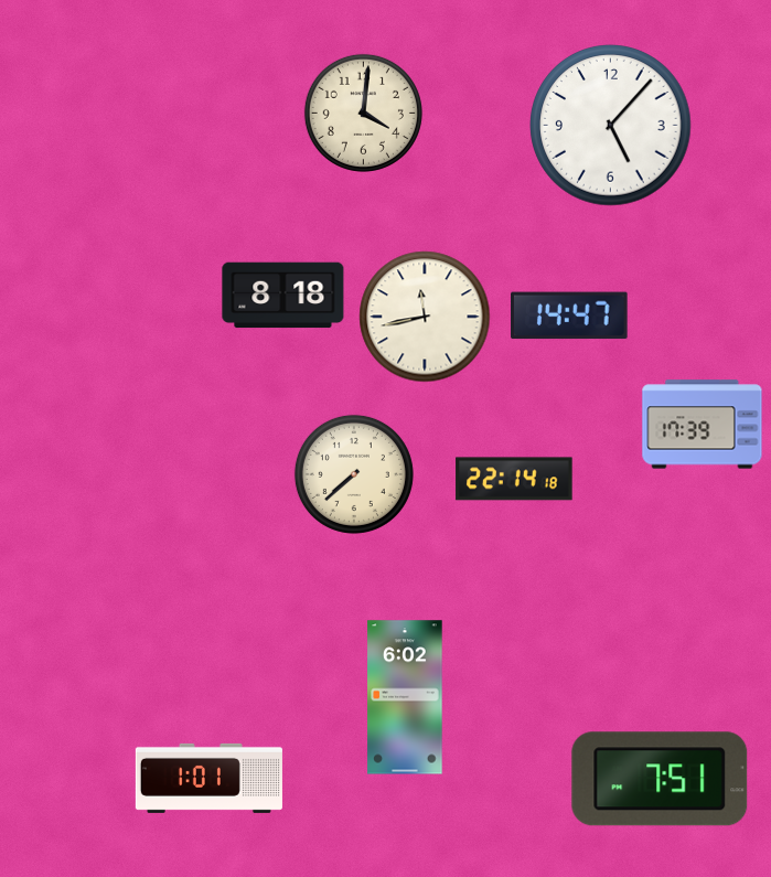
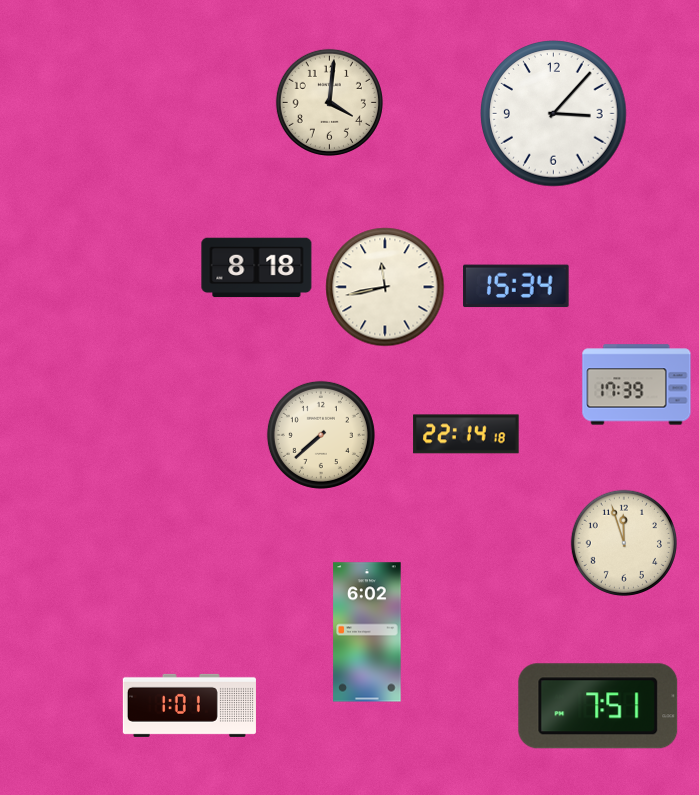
clock at (611, 126): 5:07 -> 3:07
clock at (569, 315): 14:47 -> 15:34
clock at (354, 474) position: (354, 474) -> (321, 435)
clock at (624, 543): none -> 11:57
